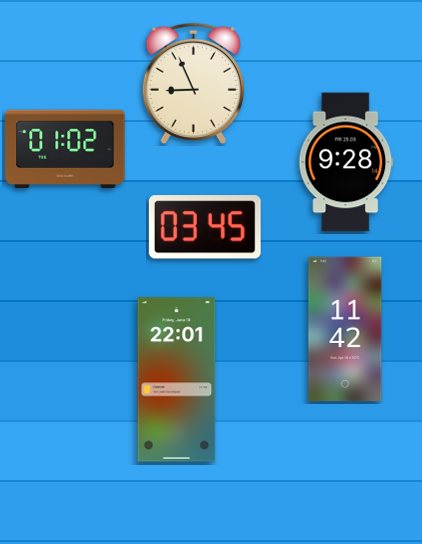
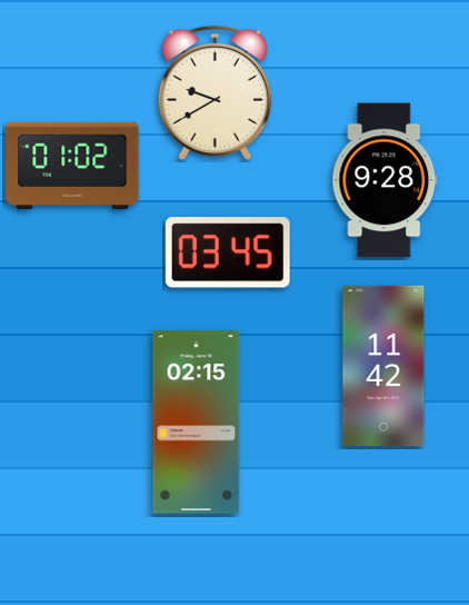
clock at (193, 84): 8:56 -> 9:40
clock at (177, 380): 22:01 -> 02:15
